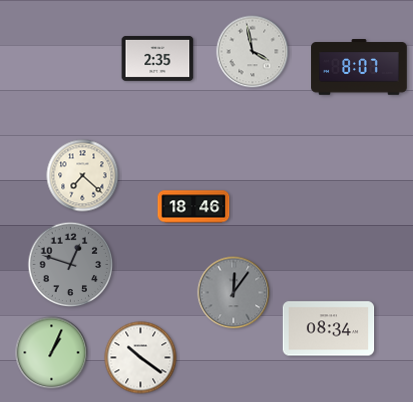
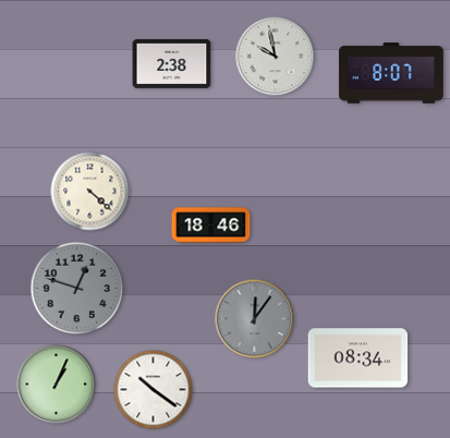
clock at (253, 52): 3:58 -> 9:58
clock at (158, 58): 2:35 -> 2:38
clock at (83, 176): 7:22 -> 4:22
